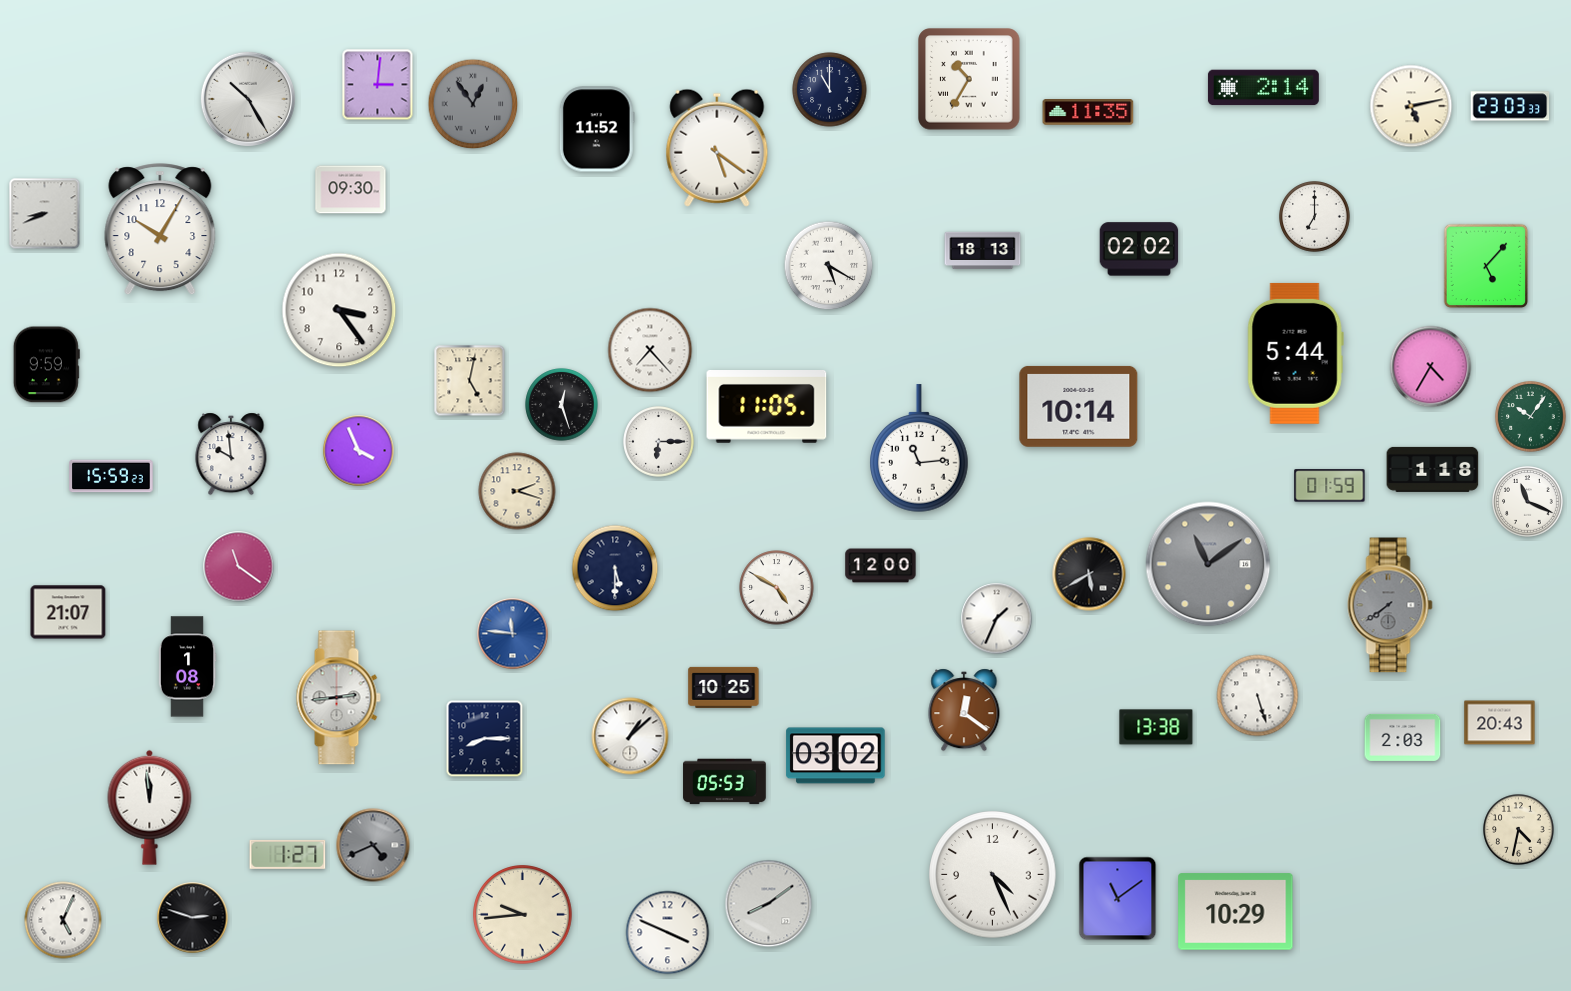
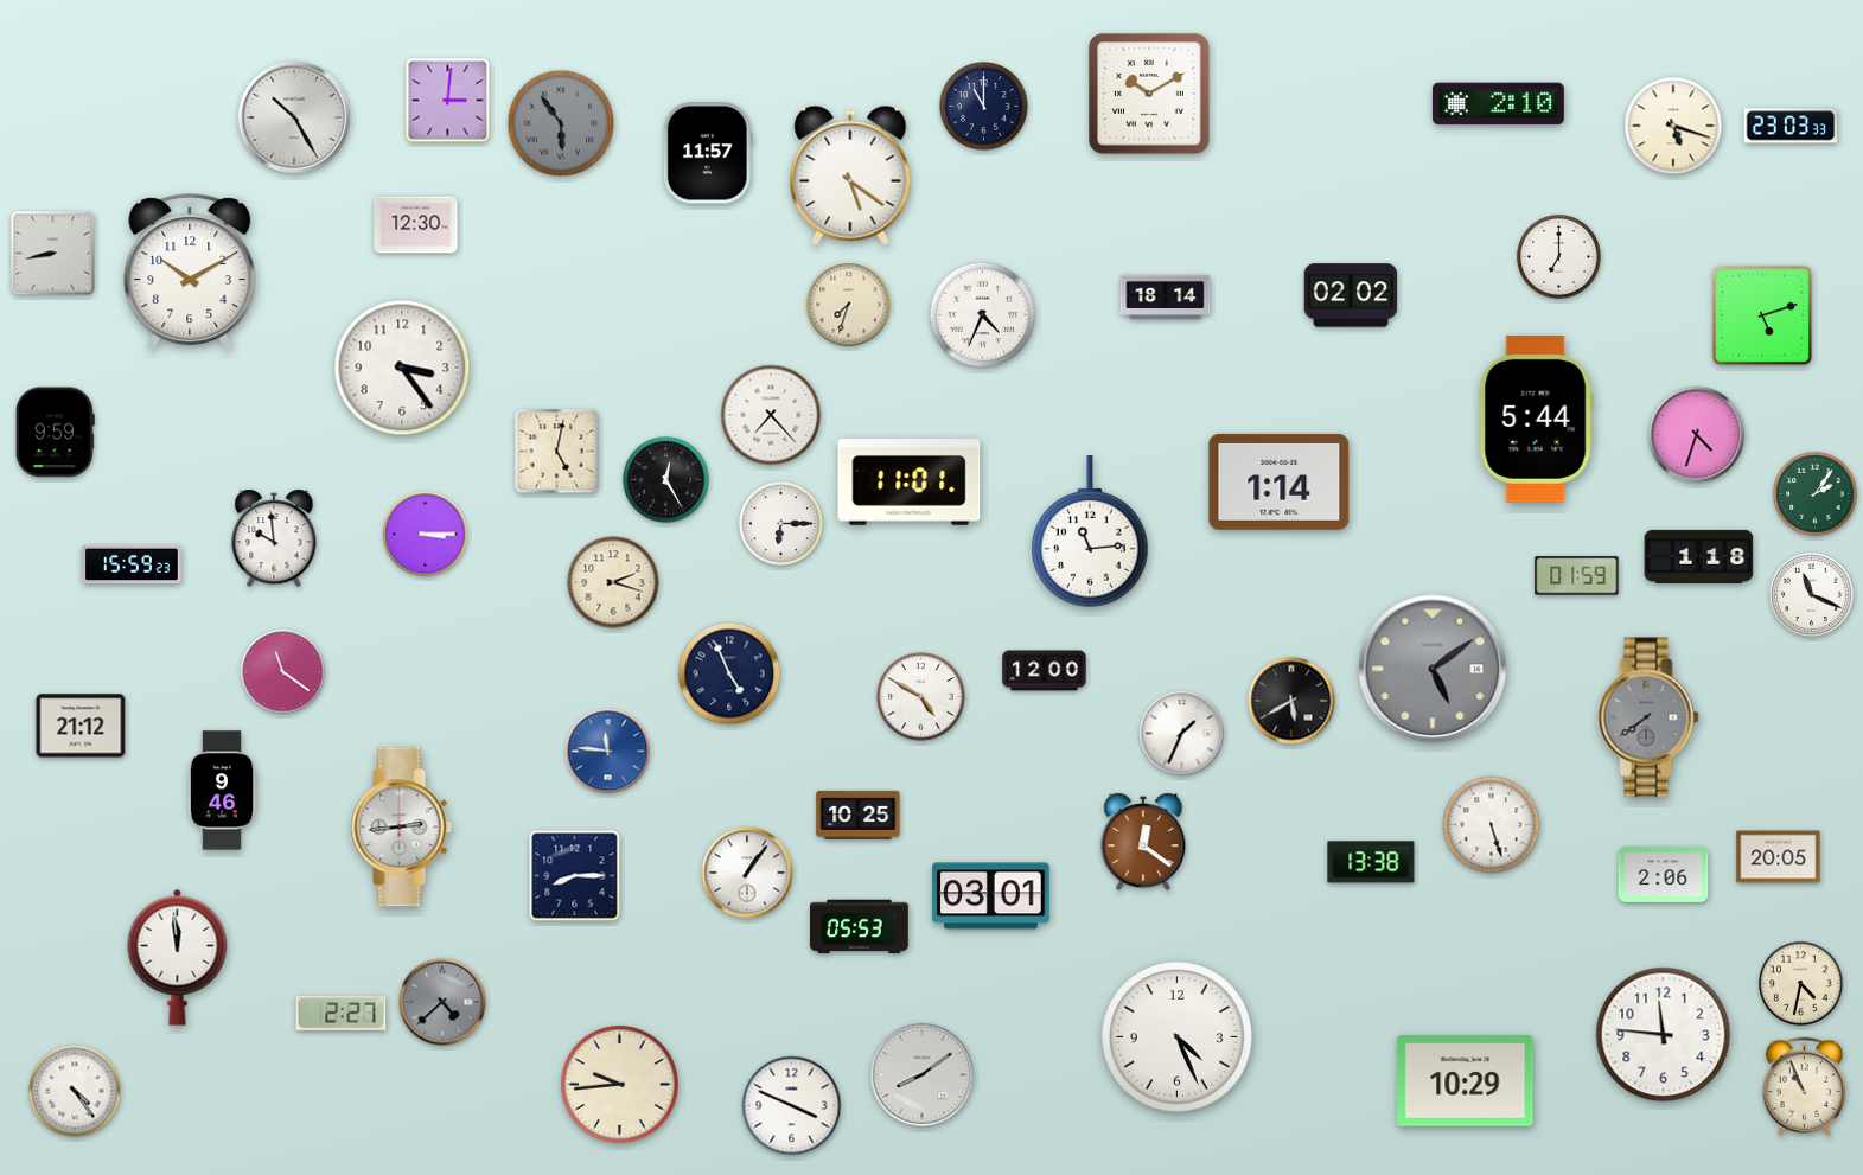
clock at (969, 79): 10:35 -> 10:10
clock at (1263, 88): 2:14 -> 2:10
clock at (473, 104): 12:54 -> 5:54
clock at (1411, 106): 5:13 -> 5:18
clock at (1088, 112): 11:35 -> none
clock at (597, 129): 11:52 -> 11:57
clock at (351, 190): 09:30 -> 12:30
clock at (45, 214): 8:41 -> 8:43
clock at (160, 230): 10:05 -> 10:10
clock at (983, 251): 18:13 -> 18:14
clock at (849, 305): none -> 7:33
clock at (829, 266): 5:20 -> 4:34
clock at (1486, 266): 5:07 -> 5:12
clock at (1431, 367): 4:35 -> 4:33
clock at (562, 405): 12:27 -> 12:25
clock at (1079, 406): 10:14 -> 1:14
clock at (767, 407): 11:05 -> 11:01
clock at (1531, 417): 10:06 -> 2:06
clock at (359, 451): 3:56 -> 3:15
clock at (1208, 564): 11:09 -> 5:09
clock at (615, 568): 5:30 -> 4:56
clock at (1089, 574) position: (1089, 574) -> (1291, 701)
clock at (68, 612): 21:07 -> 21:12
clock at (187, 667): 1:08 -> 9:46
clock at (1500, 723): 20:43 -> 20:05
clock at (630, 736): 1:08 -> 1:06
clock at (1403, 737): 2:03 -> 2:06
clock at (836, 756): 03:02 -> 03:01
clock at (373, 845): 4:41 -> 4:38
clock at (288, 854): 1:27 -> 2:27
clock at (1664, 1035): none -> 11:46
clock at (1118, 899): 11:09 -> none
clock at (769, 904) position: (769, 904) -> (923, 1075)
clock at (1805, 1086): none -> 10:56
clock at (193, 918): 2:48 -> none
clock at (63, 920): 5:04 -> 4:24
